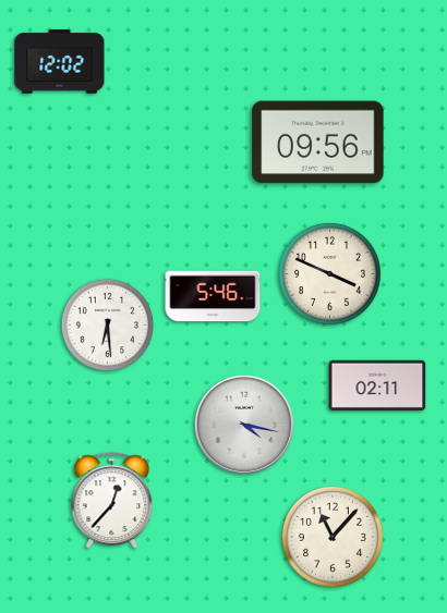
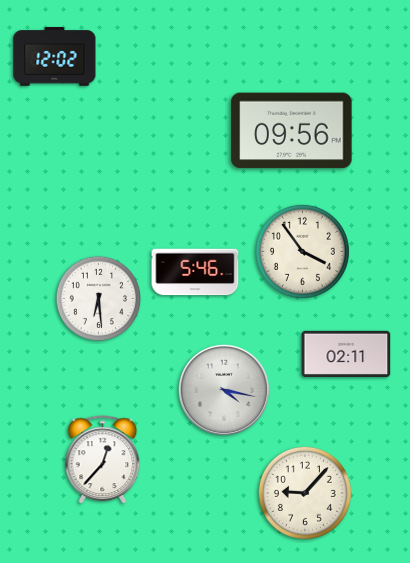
clock at (329, 273): 3:49 -> 3:54
clock at (333, 537): 11:07 -> 9:07
